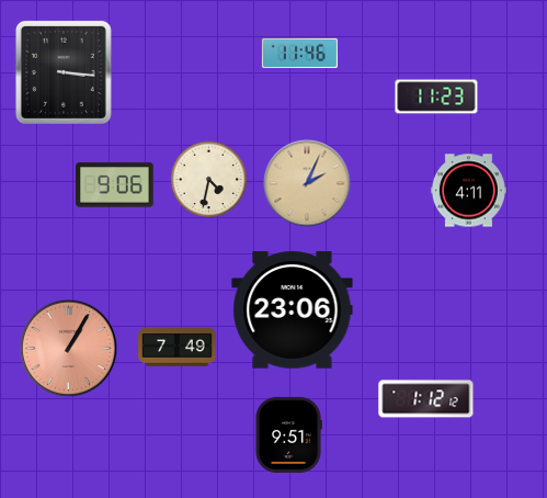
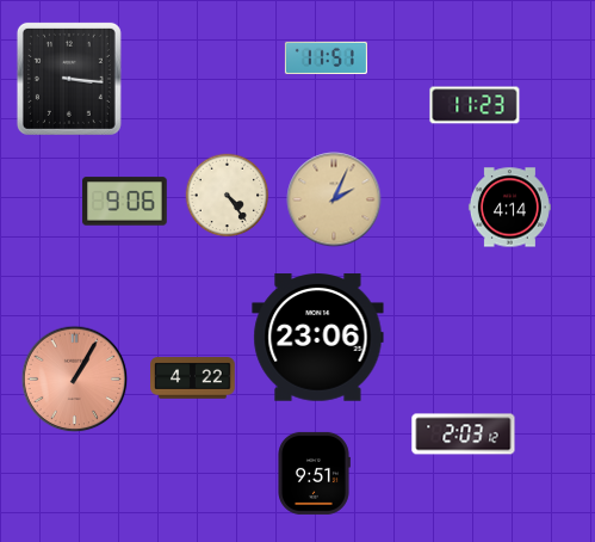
clock at (299, 53): 11:46 -> 11:51
clock at (209, 180): 4:32 -> 4:24
clock at (468, 191): 4:11 -> 4:14
clock at (178, 348): 7:49 -> 4:22
clock at (426, 399): 1:12 -> 2:03
